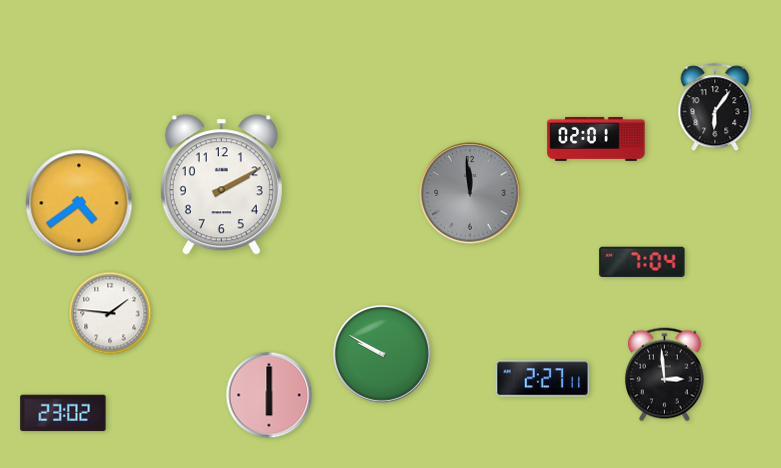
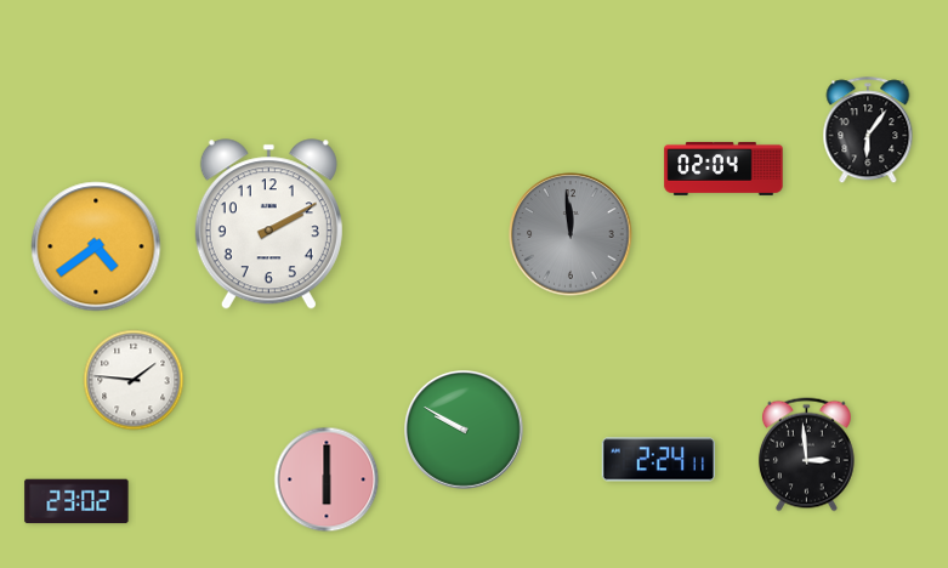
clock at (596, 139): 02:01 -> 02:04
clock at (642, 262): 7:04 -> none
clock at (542, 379): 2:27 -> 2:24
